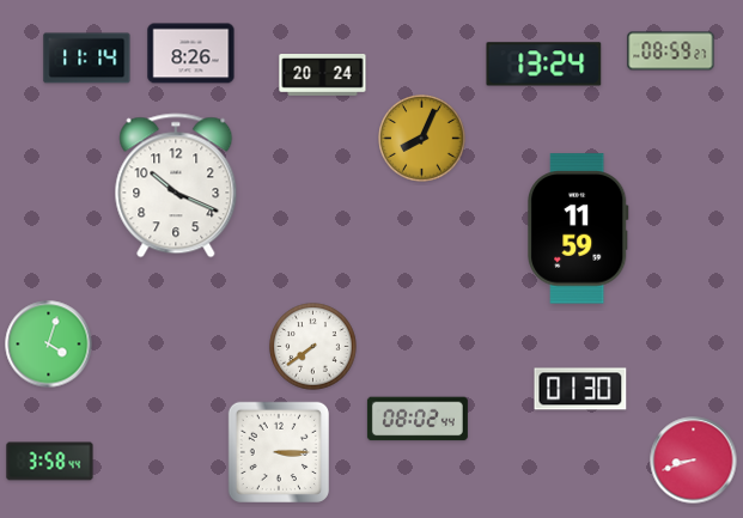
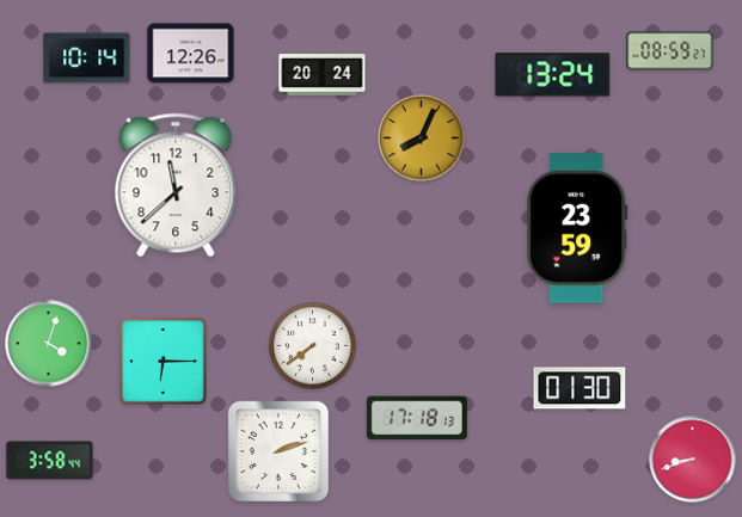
clock at (191, 54): 8:26 -> 12:26
clock at (87, 59): 11:14 -> 10:14
clock at (544, 65) position: (544, 65) -> (553, 75)
clock at (176, 185): 10:19 -> 11:38
clock at (579, 228): 11:59 -> 23:59
clock at (162, 361): none -> 6:15
clock at (418, 419): 08:02 -> 17:18
clock at (278, 451): 3:15 -> 2:12
